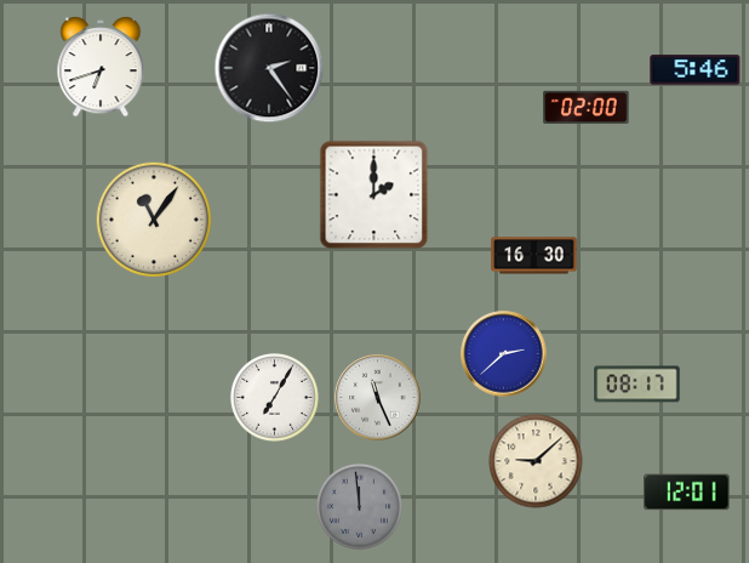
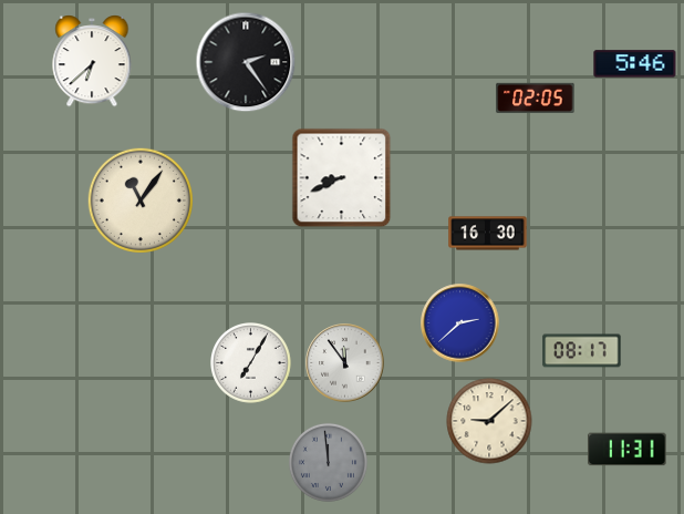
clock at (101, 68): 6:42 -> 6:38
clock at (587, 107): 02:00 -> 02:05
clock at (374, 195): 2:00 -> 8:41
clock at (378, 398): 11:26 -> 11:54
clock at (687, 493): 12:01 -> 11:31
